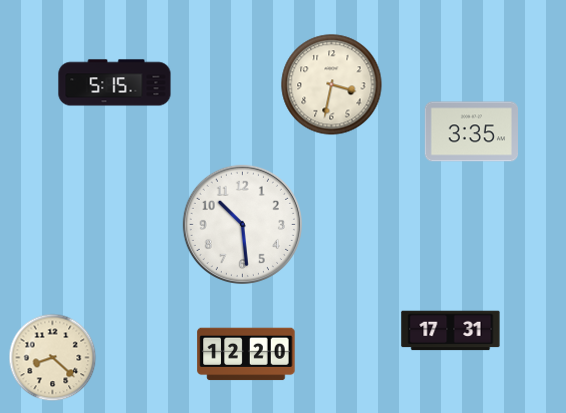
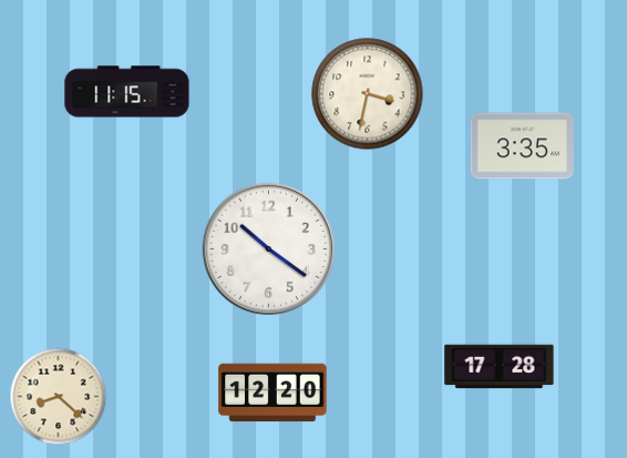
clock at (115, 83): 5:15 -> 11:15
clock at (242, 224): 10:29 -> 10:21
clock at (451, 331): 17:31 -> 17:28
